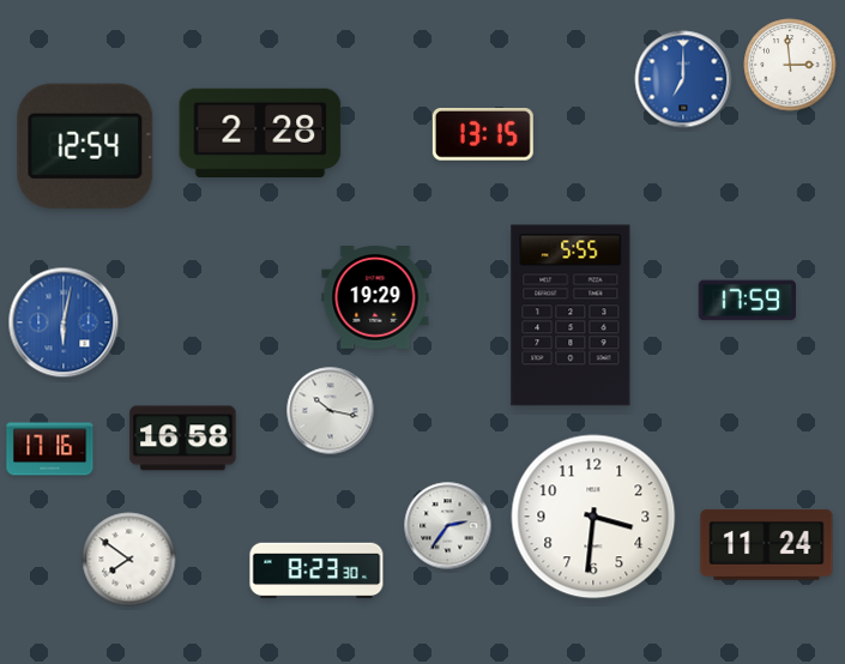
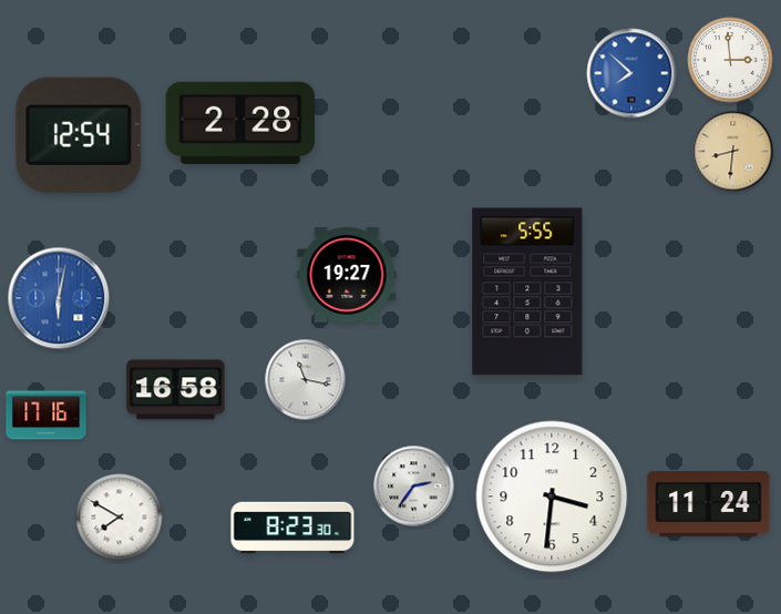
clock at (683, 79): 7:00 -> 7:52
clock at (483, 135): 13:15 -> none
clock at (733, 152): none -> 8:31
clock at (375, 298): 19:29 -> 19:27
clock at (747, 301): 17:59 -> none
clock at (331, 411): 10:17 -> 11:17
clock at (183, 439) position: (183, 439) -> (176, 390)
clock at (593, 517) position: (593, 517) -> (552, 497)
clock at (129, 560): 7:51 -> 7:50
